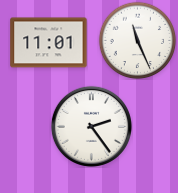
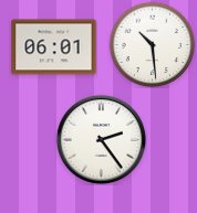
clock at (137, 40): 11:26 -> 10:29
clock at (49, 43): 11:01 -> 06:01
